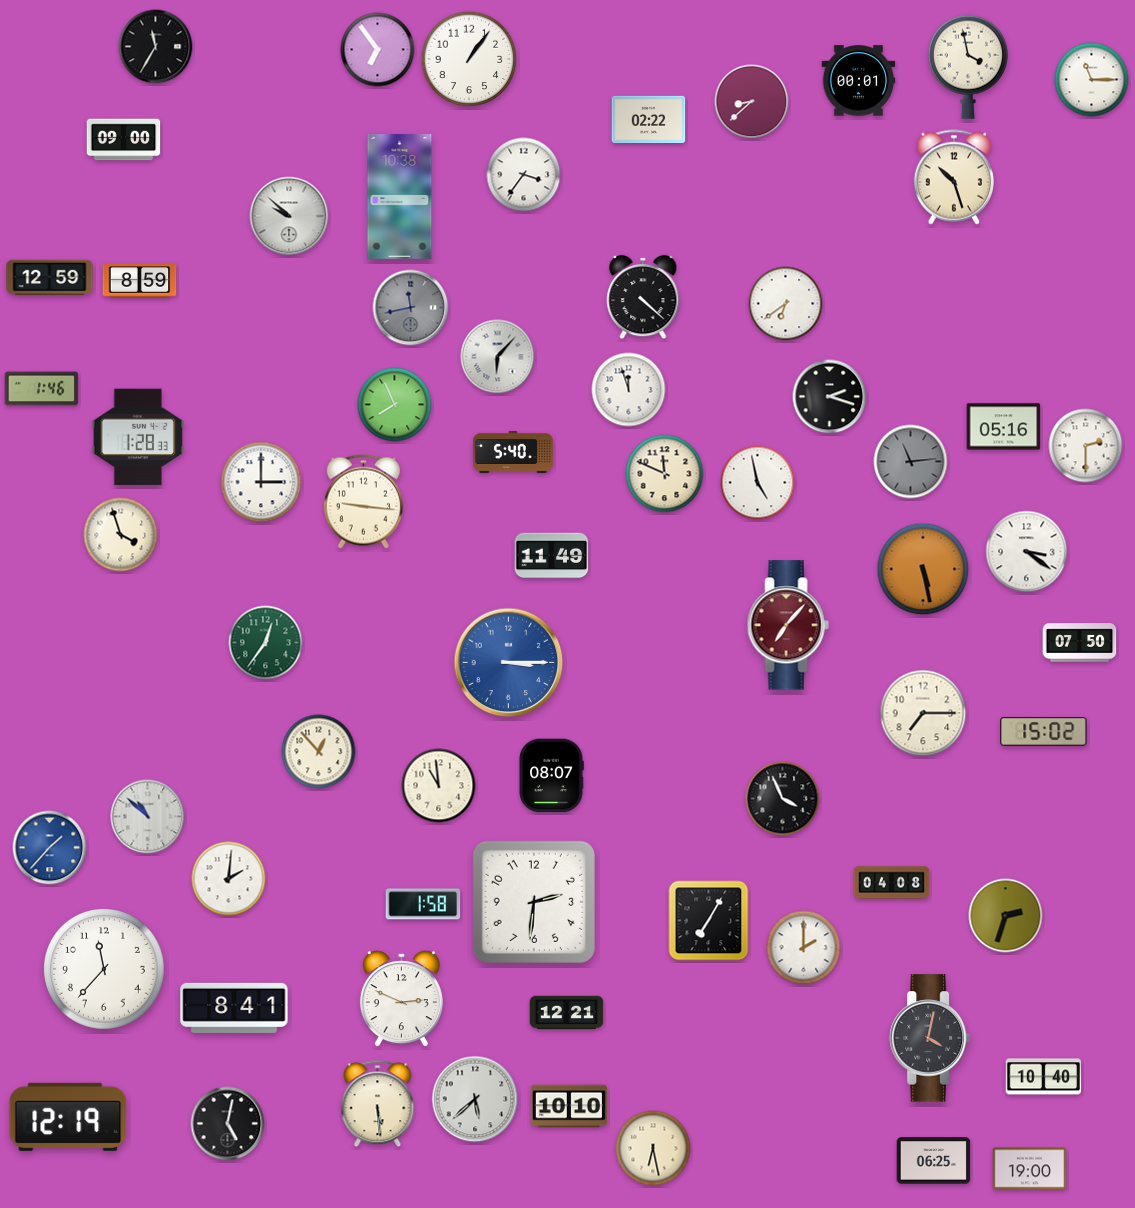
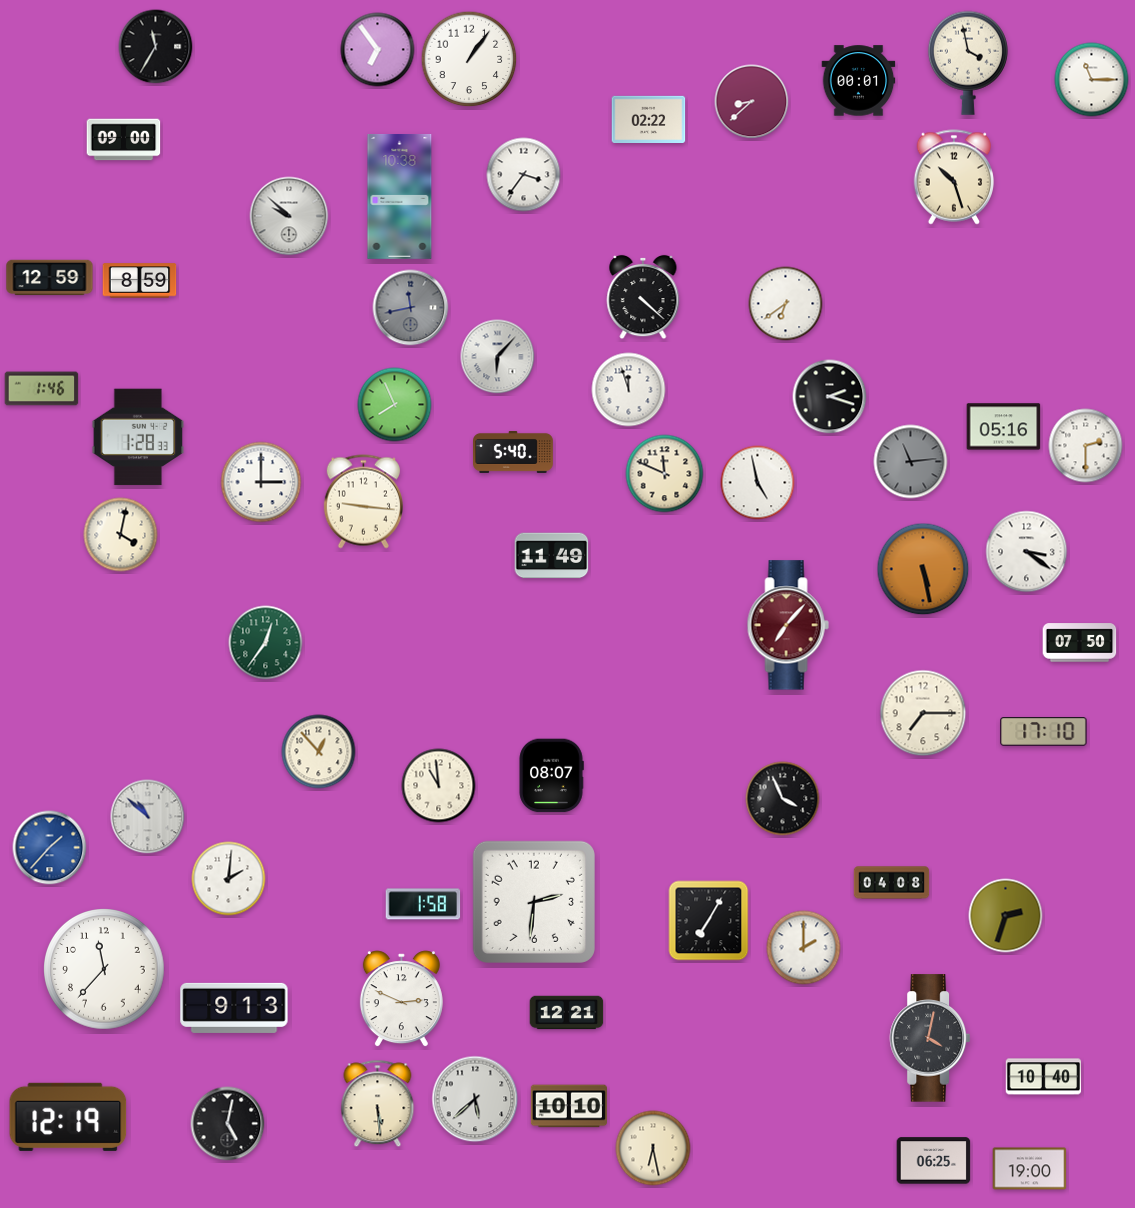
clock at (968, 67) position: (968, 67) -> (968, 63)
clock at (121, 535): 3:57 -> 4:02
clock at (509, 663): 3:15 -> none
clock at (1044, 732): 15:02 -> 17:10
clock at (234, 1008): 8:41 -> 9:13
